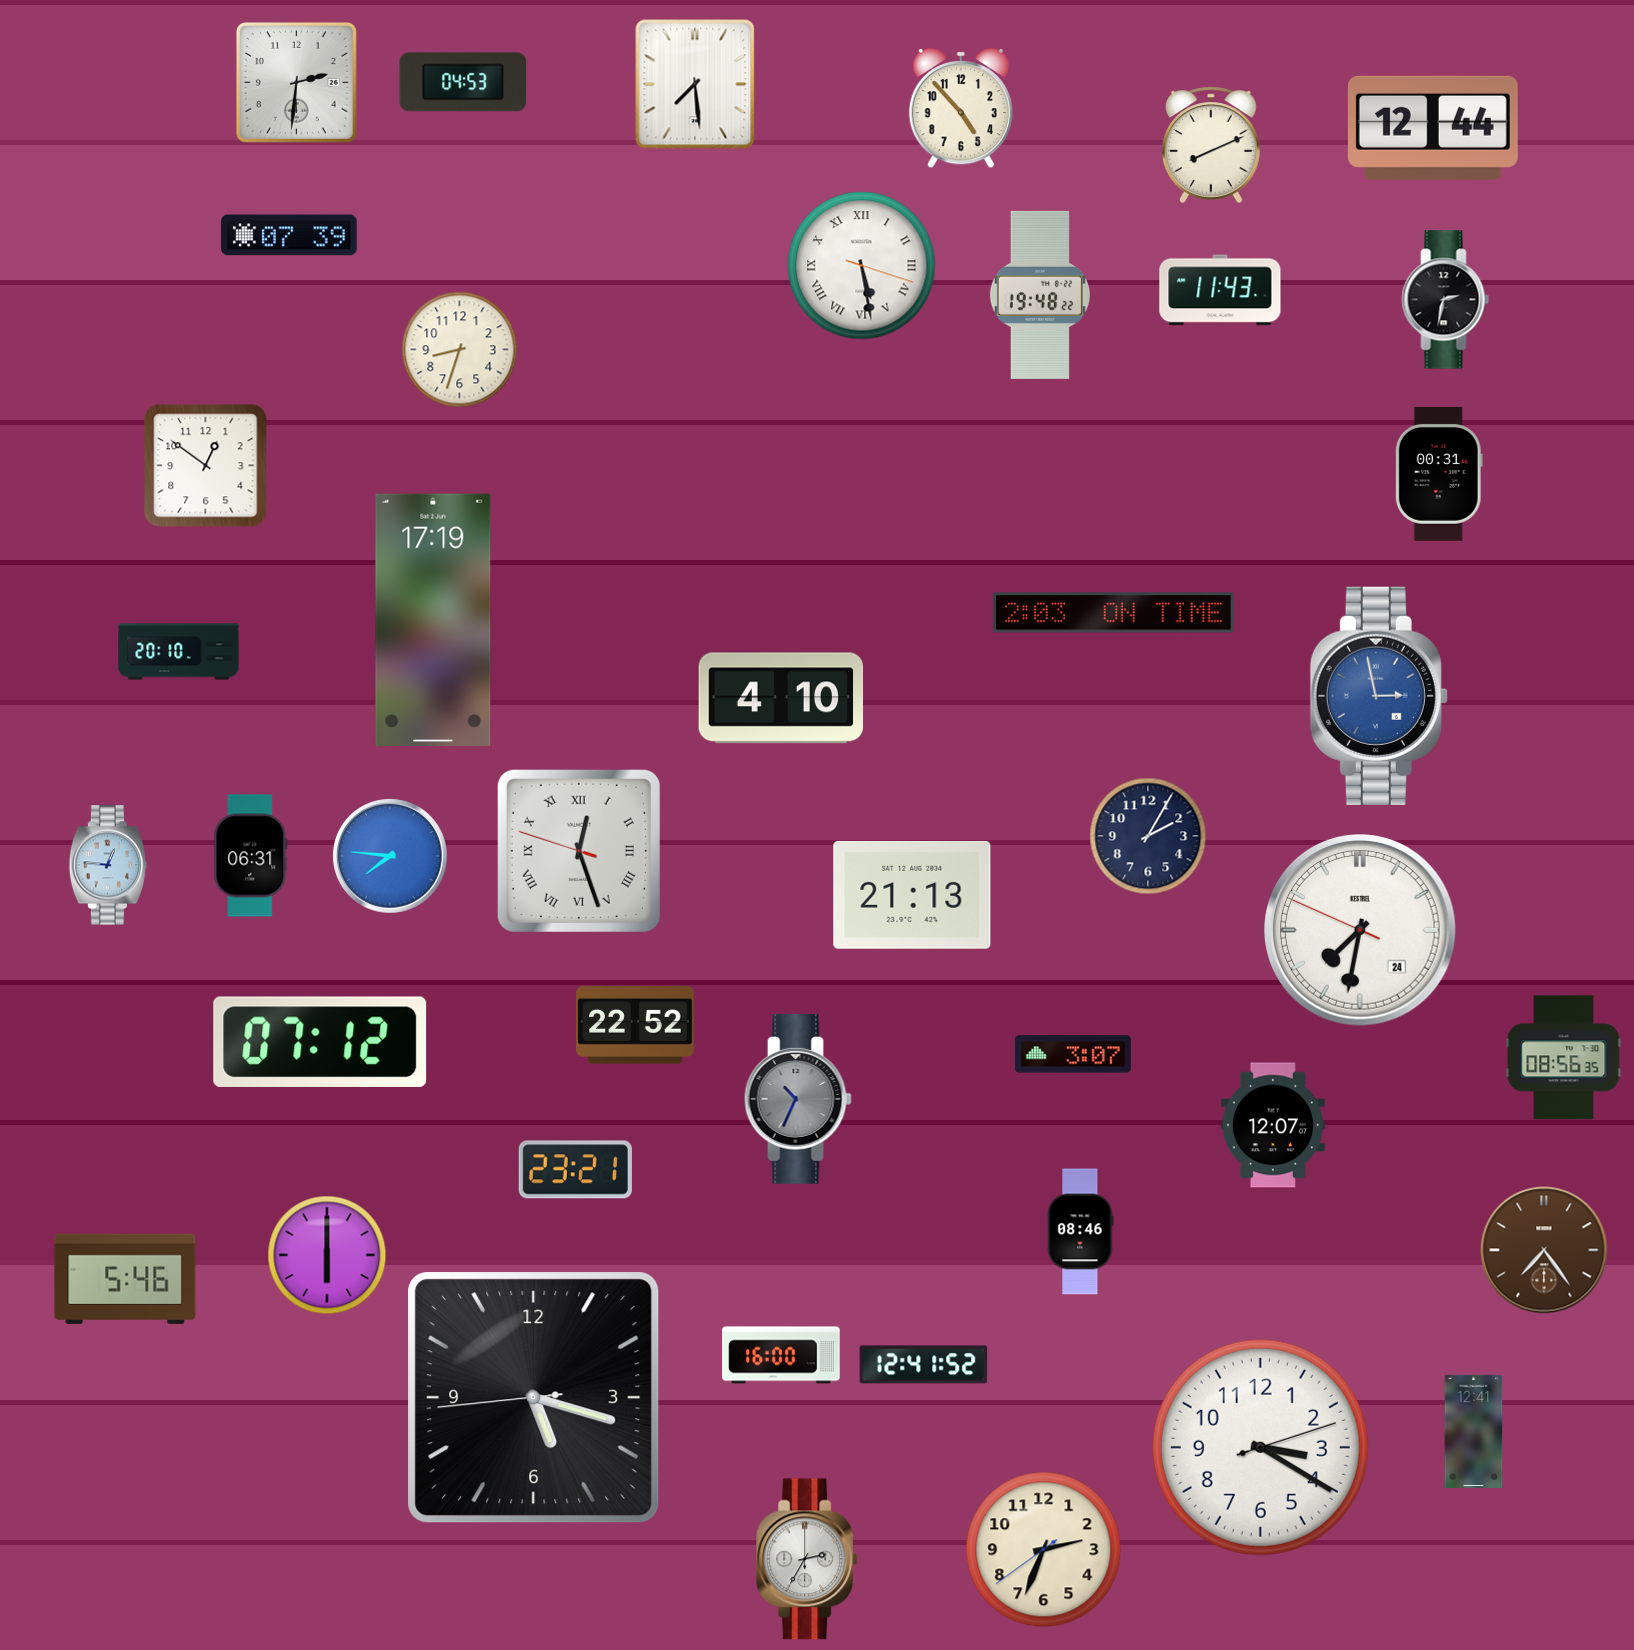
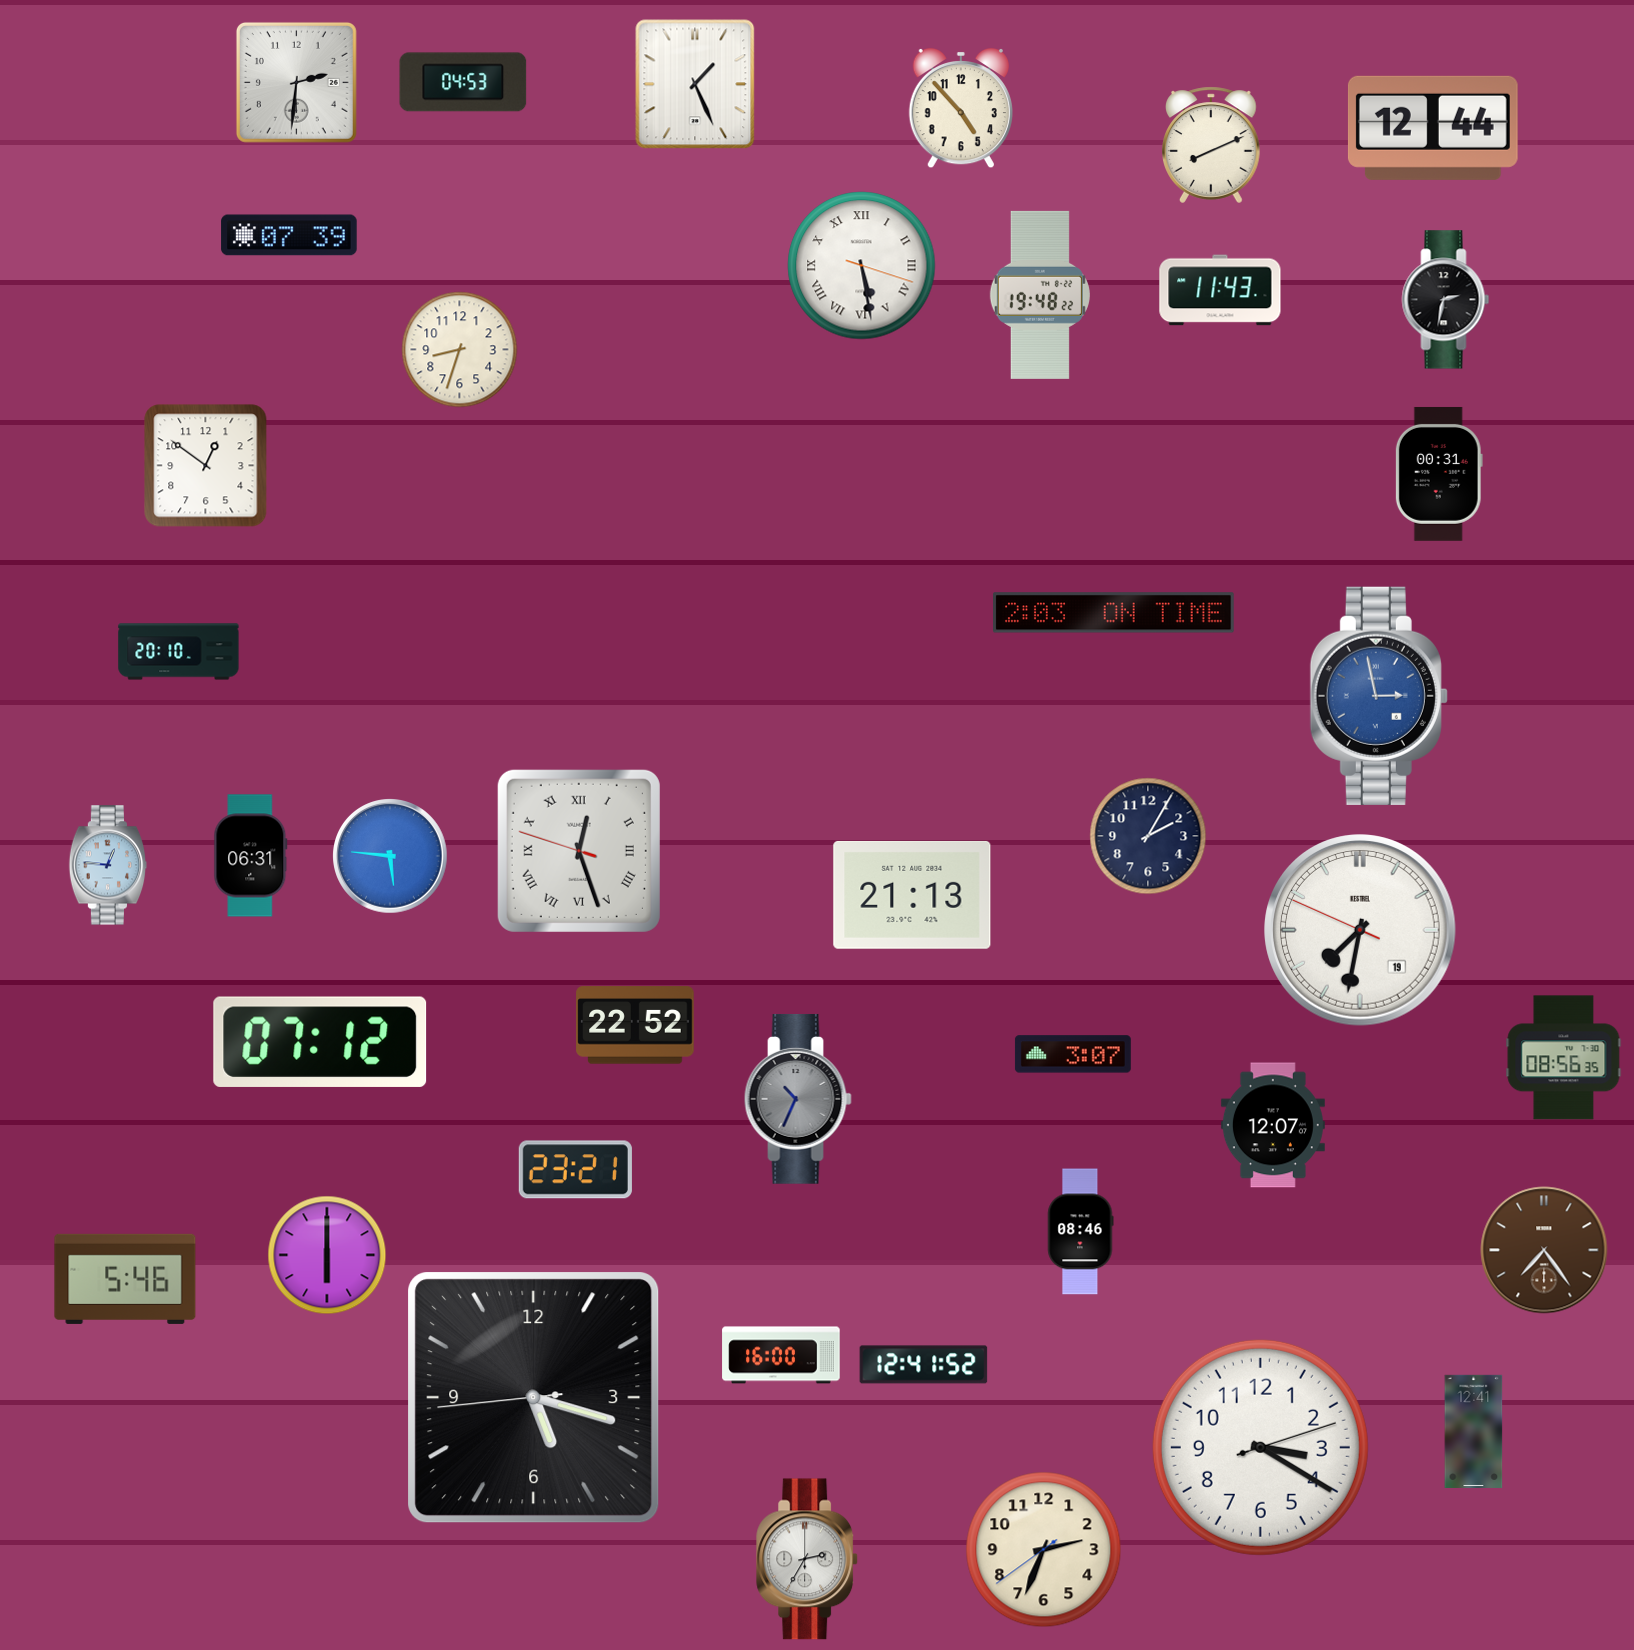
clock at (695, 84): 7:29 -> 1:26
clock at (433, 619): 17:19 -> none
clock at (781, 698): 4:10 -> none
clock at (391, 857): 7:46 -> 5:46
clock at (1360, 930) date: 24 -> 19
